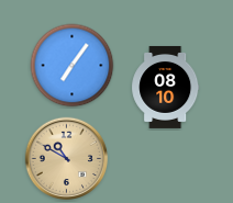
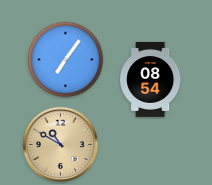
clock at (166, 87): 08:10 -> 08:54
